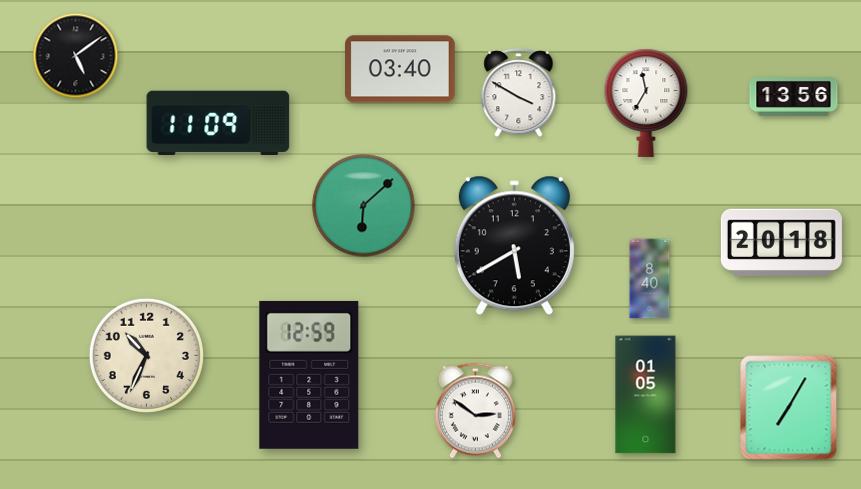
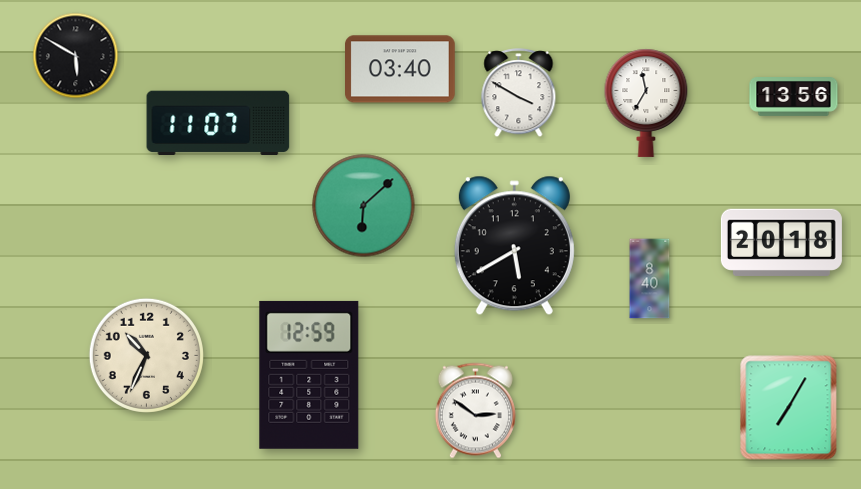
clock at (76, 56): 5:09 -> 5:50
clock at (218, 122): 11:09 -> 11:07
clock at (646, 395): 01:05 -> none
